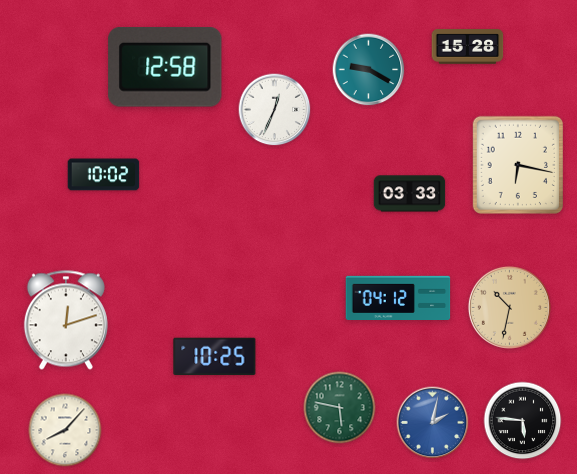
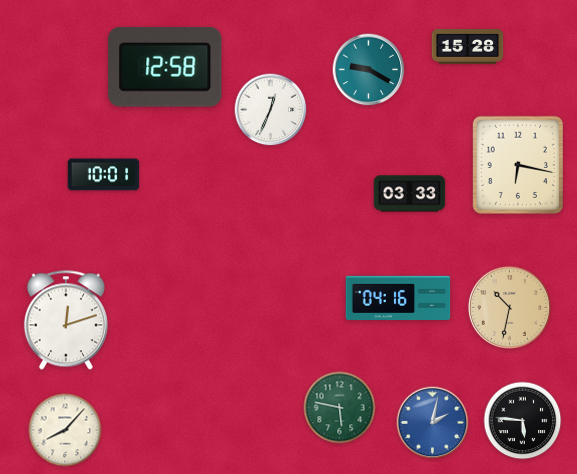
clock at (275, 110) position: (275, 110) -> (271, 110)
clock at (104, 175): 10:02 -> 10:01
clock at (398, 297): 04:12 -> 04:16
clock at (215, 357): 10:25 -> none
